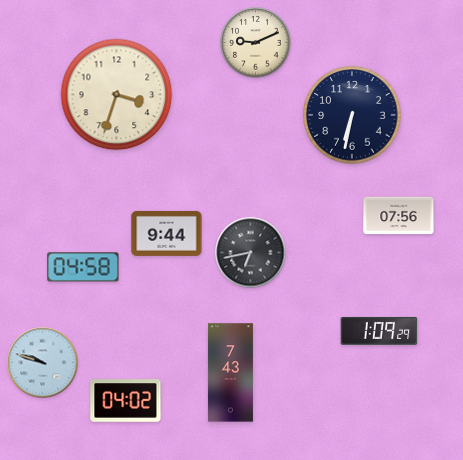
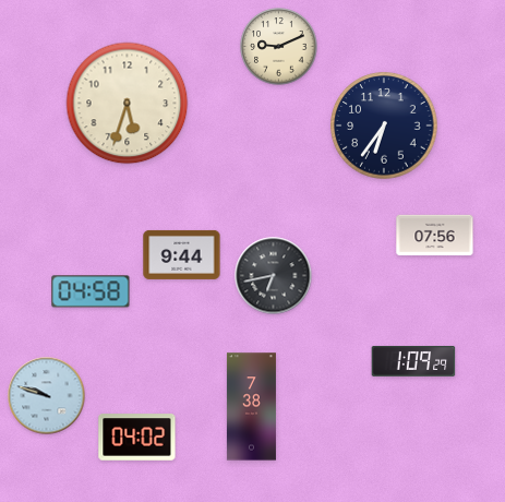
clock at (117, 95): 3:33 -> 5:33
clock at (352, 115): 6:32 -> 6:36
clock at (230, 373): 7:43 -> 7:38
